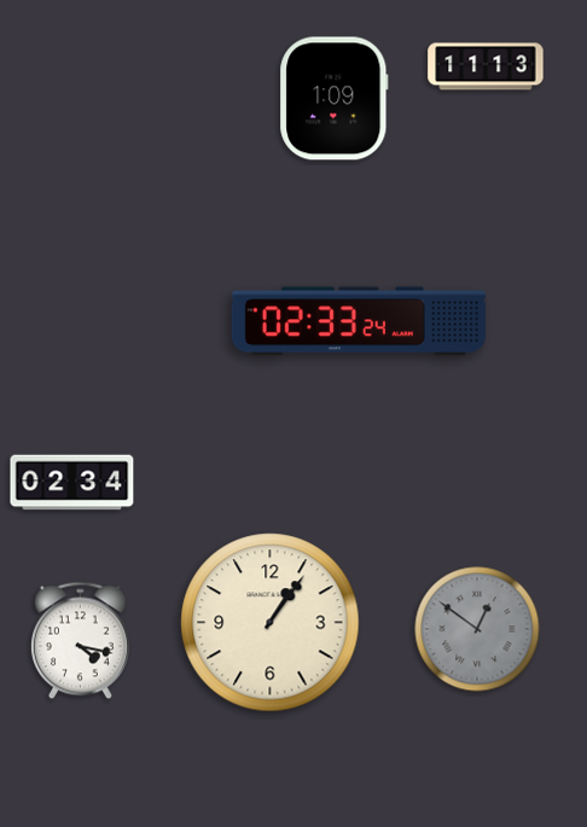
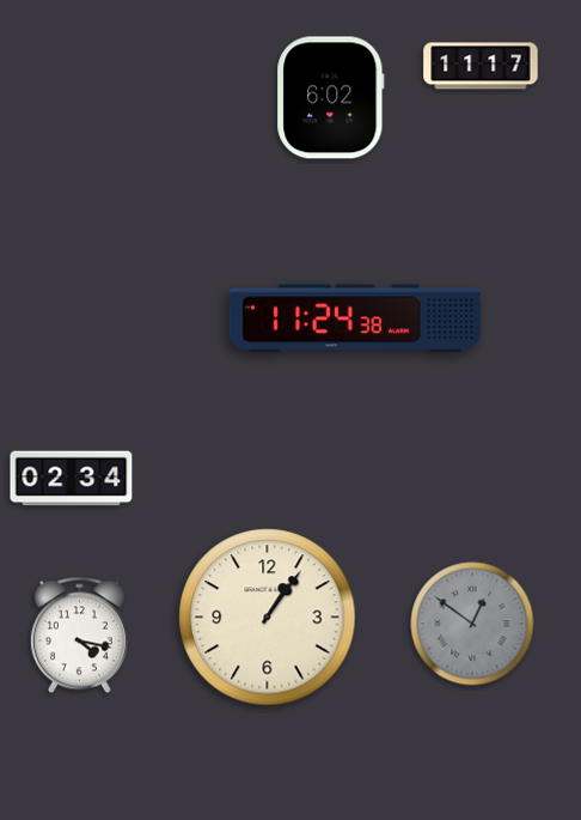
clock at (486, 66): 11:13 -> 11:17
clock at (335, 99): 1:09 -> 6:02
clock at (359, 321): 02:33 -> 11:24
